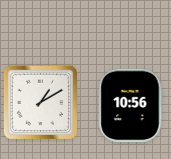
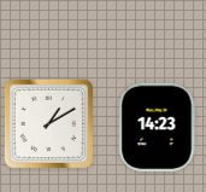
clock at (130, 106): 10:56 -> 14:23
